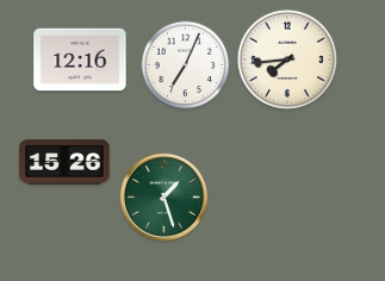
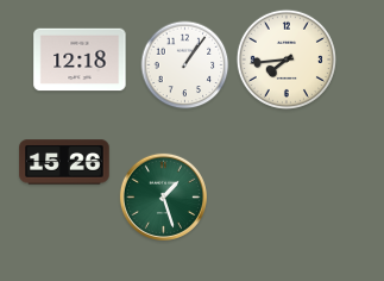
clock at (80, 60): 12:16 -> 12:18
clock at (186, 65): 7:04 -> 1:06
